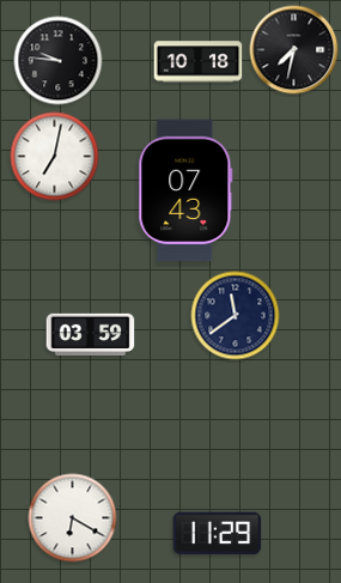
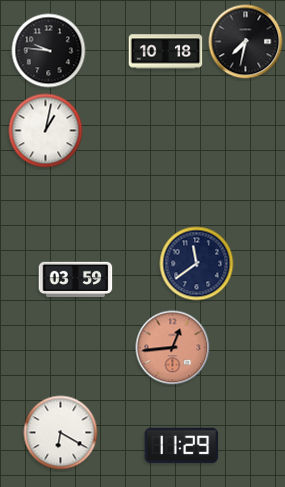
clock at (55, 157): 7:02 -> 1:02
clock at (185, 190): 07:43 -> none
clock at (173, 348): none -> 12:44
